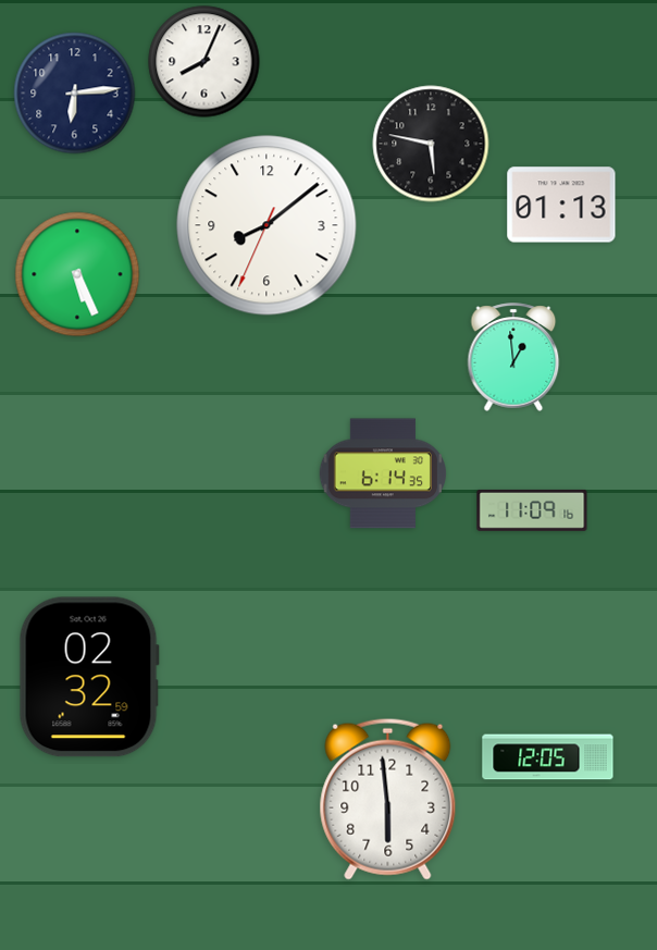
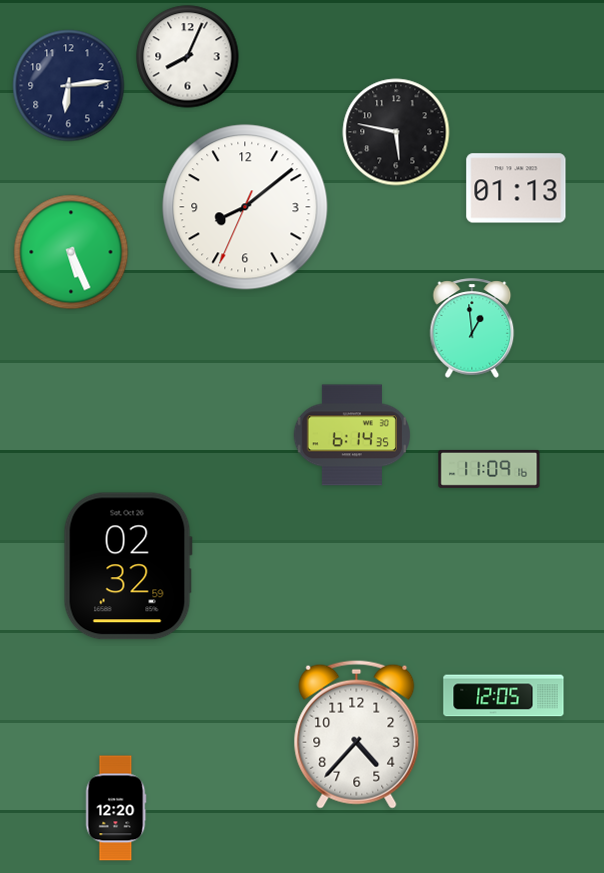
clock at (89, 677) position: (89, 677) -> (128, 566)
clock at (388, 799): 5:59 -> 4:37
clock at (116, 808): none -> 12:20
